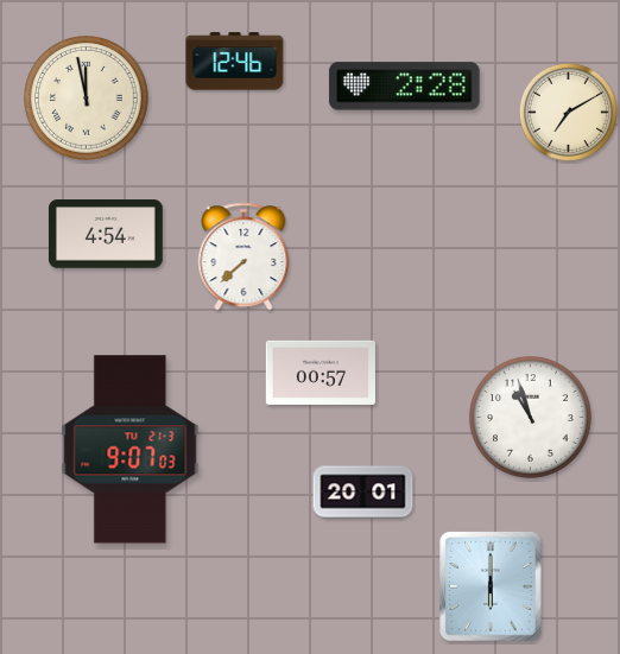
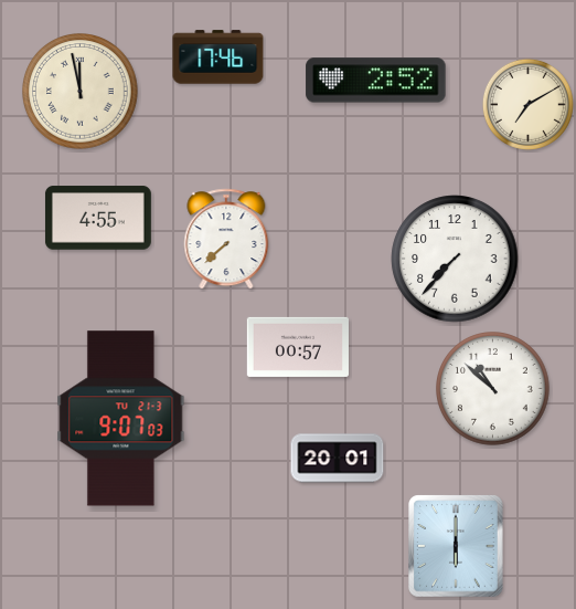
clock at (235, 62): 12:46 -> 17:46
clock at (405, 87): 2:28 -> 2:52
clock at (106, 234): 4:54 -> 4:55
clock at (455, 259): none -> 7:37
clock at (531, 418): 10:57 -> 10:52
